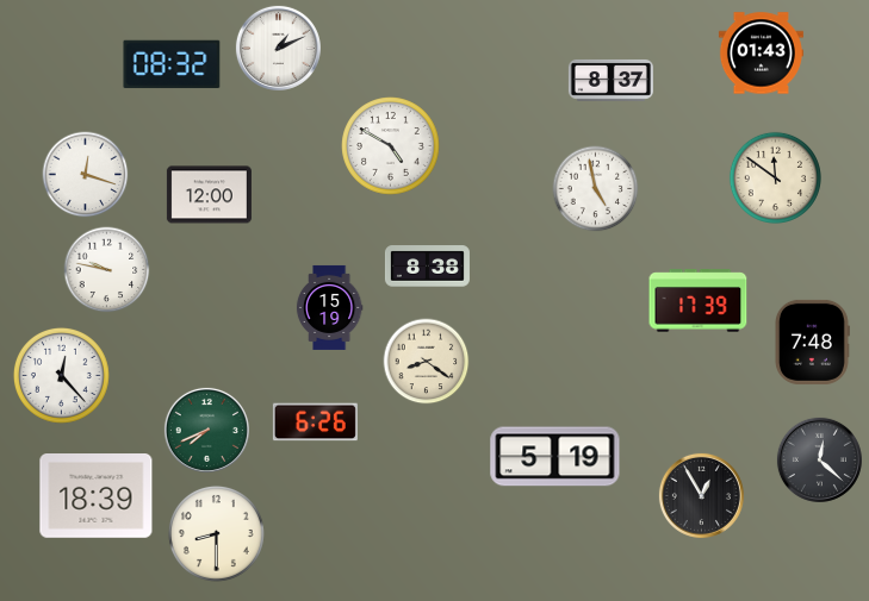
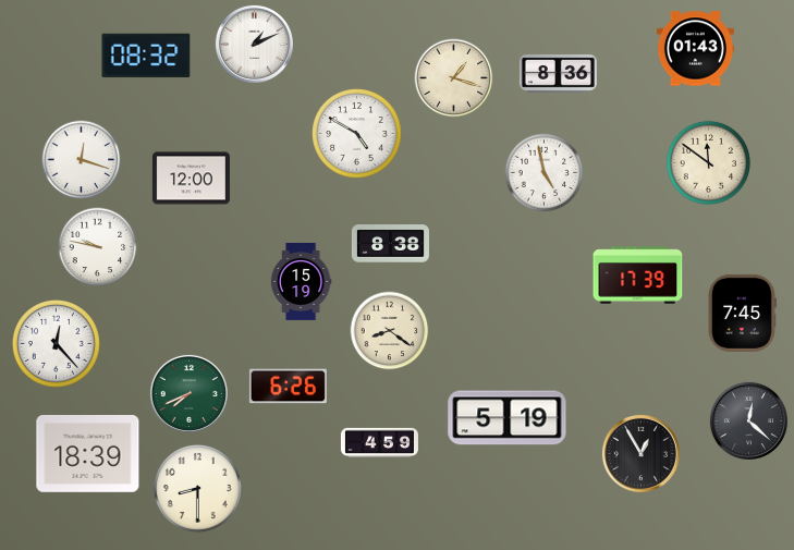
clock at (172, 64) position: (172, 64) -> (146, 56)
clock at (610, 80): 8:37 -> 8:36
clock at (454, 78): none -> 1:18
clock at (86, 175) position: (86, 175) -> (82, 160)
clock at (812, 342): 7:48 -> 7:45
clock at (379, 442): none -> 4:59
